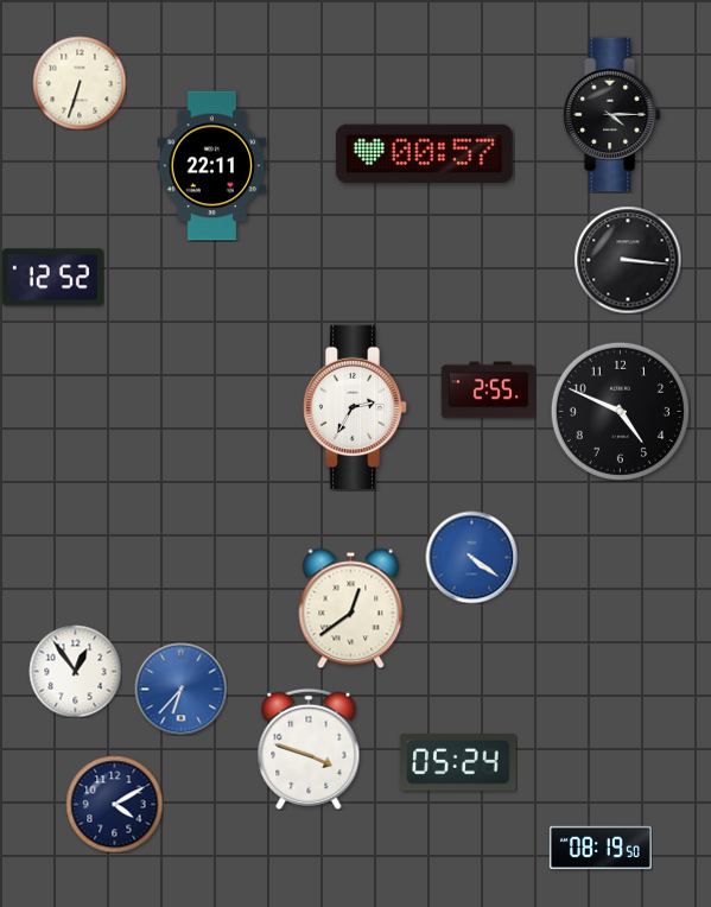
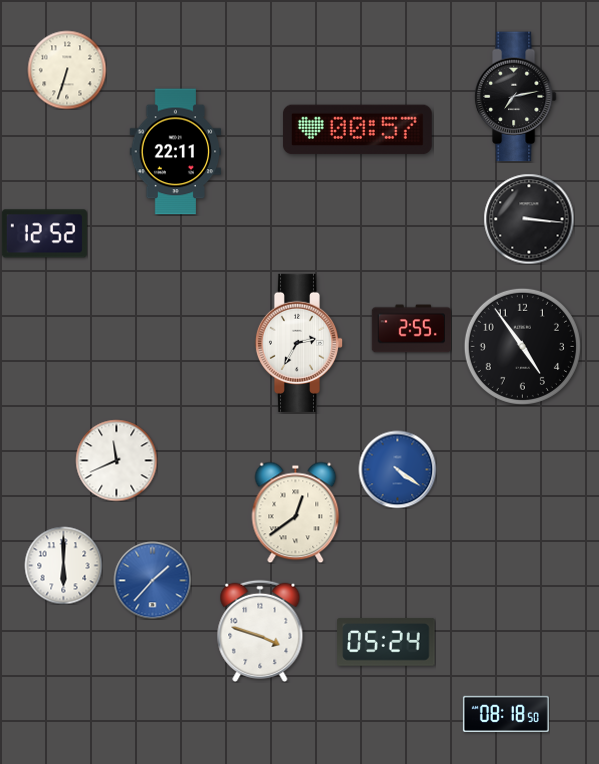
clock at (611, 115): 4:15 -> 7:13
clock at (212, 166) position: (212, 166) -> (176, 152)
clock at (620, 411): 4:49 -> 4:54
clock at (116, 460): none -> 11:41
clock at (75, 671): 12:54 -> 6:00
clock at (180, 689): 6:37 -> 1:37
clock at (114, 804): 4:10 -> none
clock at (601, 846): 08:19 -> 08:18
